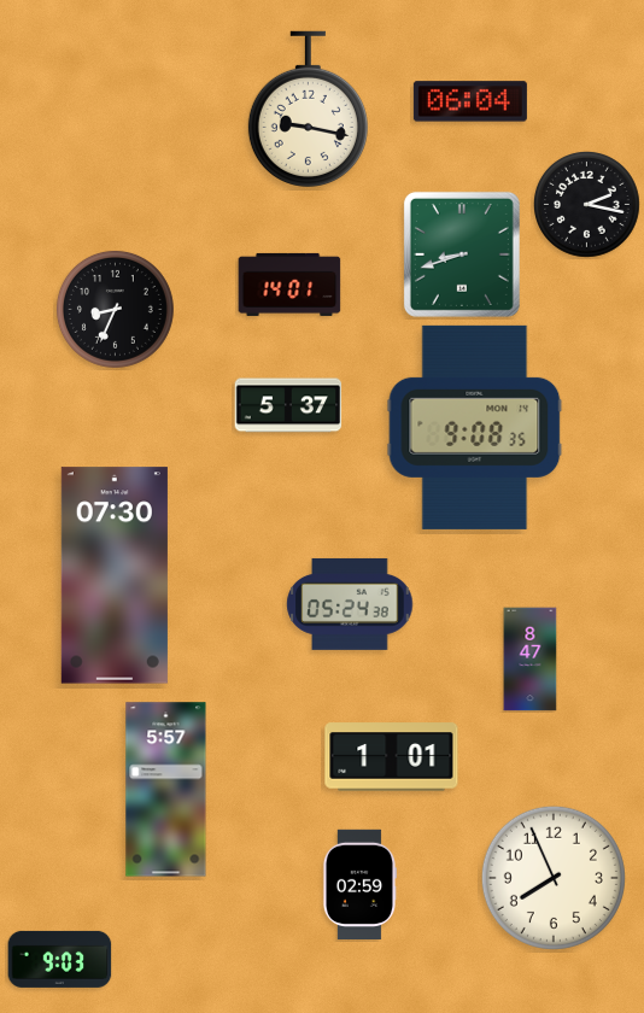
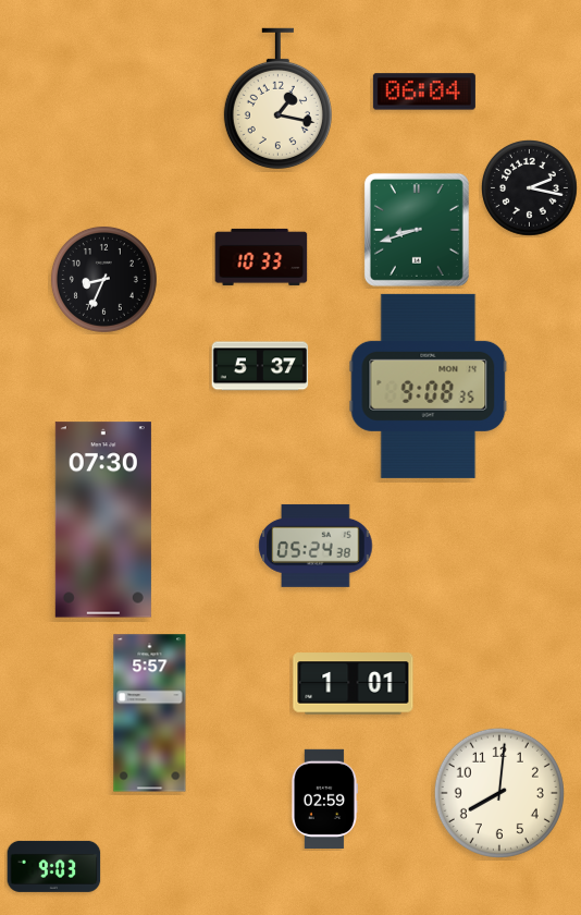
clock at (308, 109): 9:17 -> 1:17
clock at (587, 205) position: (587, 205) -> (530, 188)
clock at (289, 285): 14:01 -> 10:33
clock at (531, 660): 8:47 -> none
clock at (554, 878): 7:56 -> 8:01
